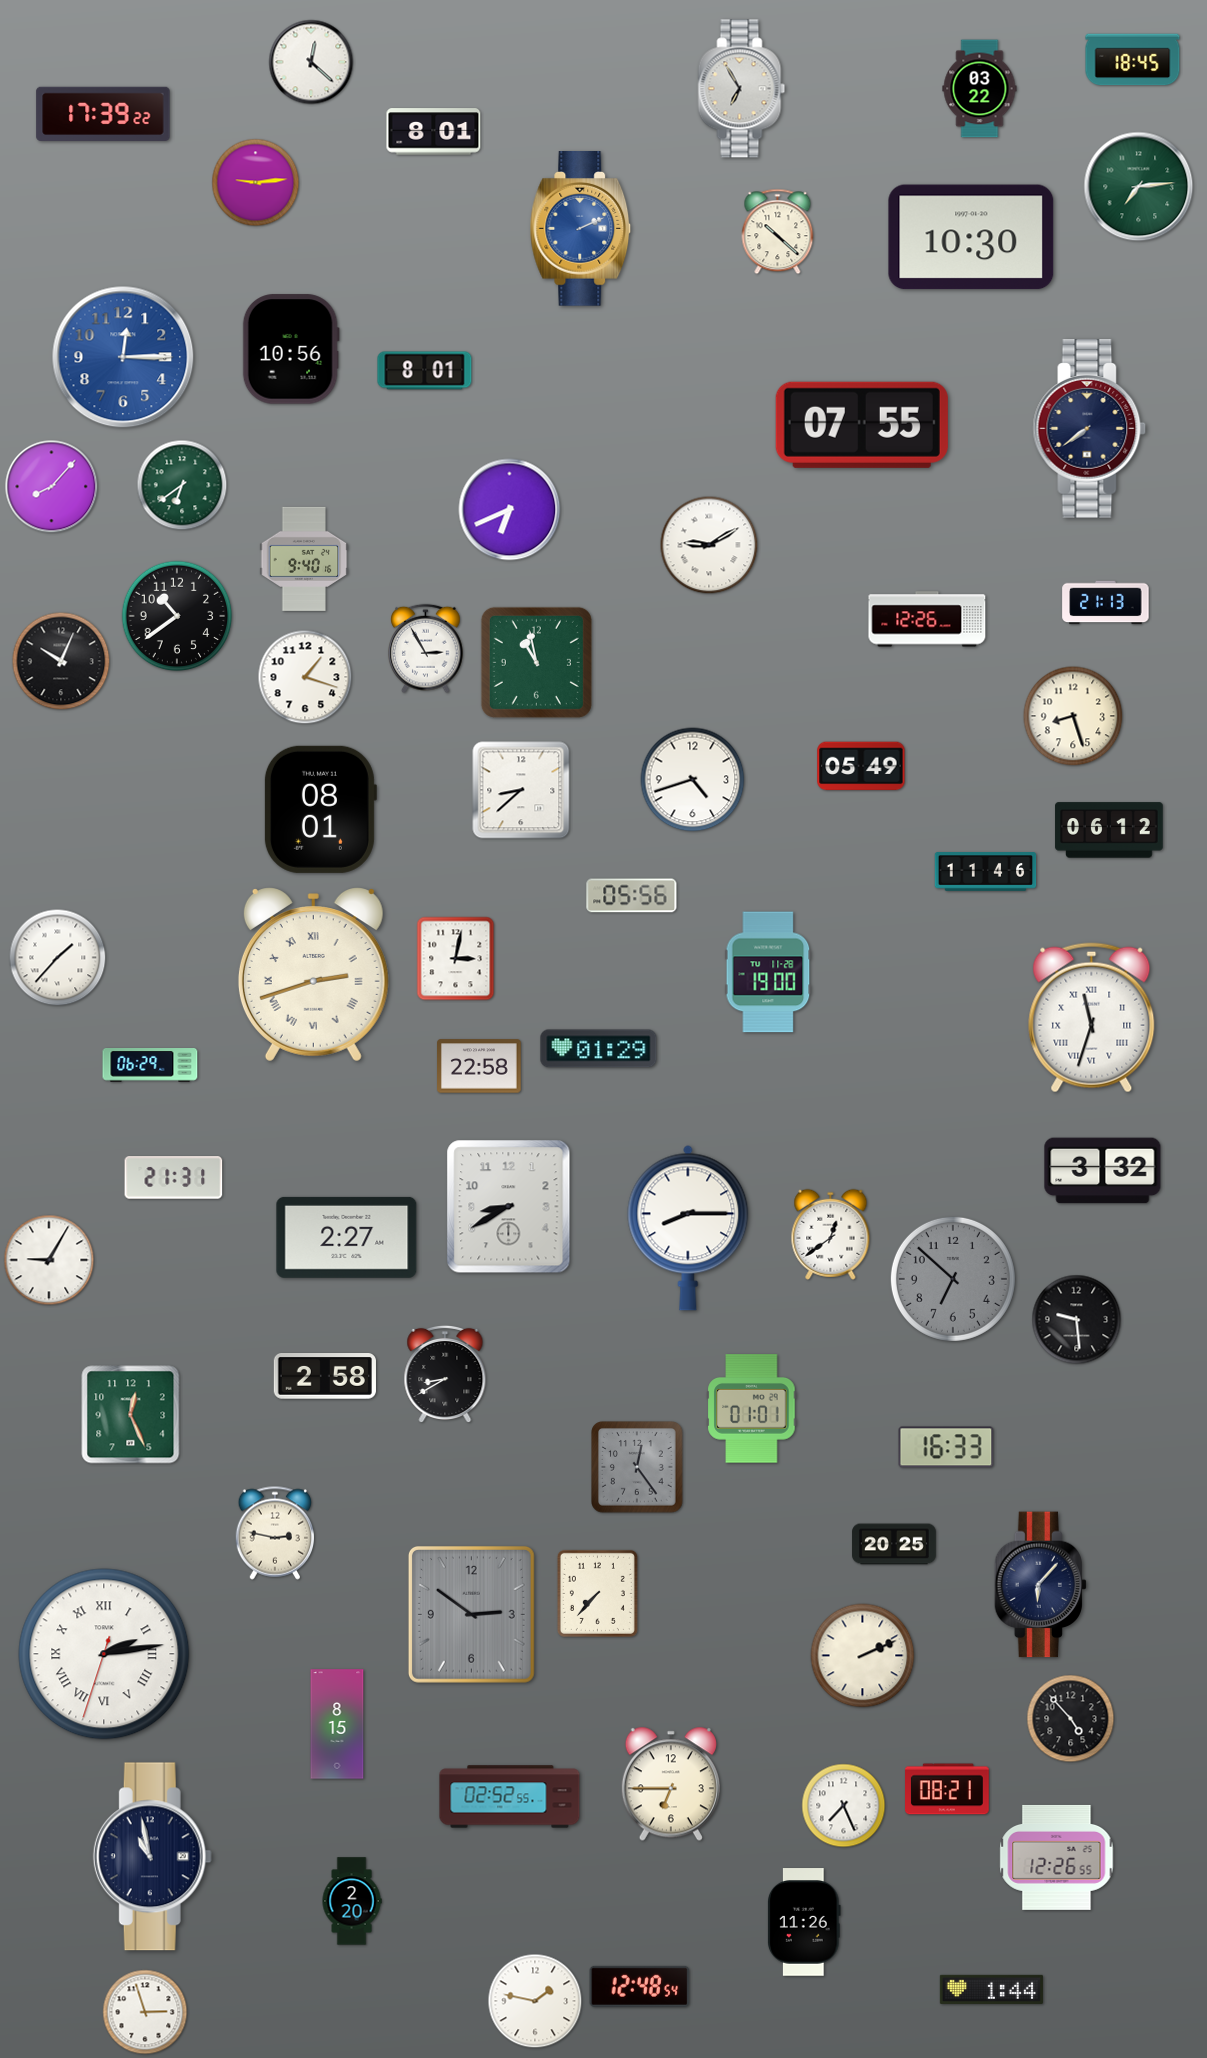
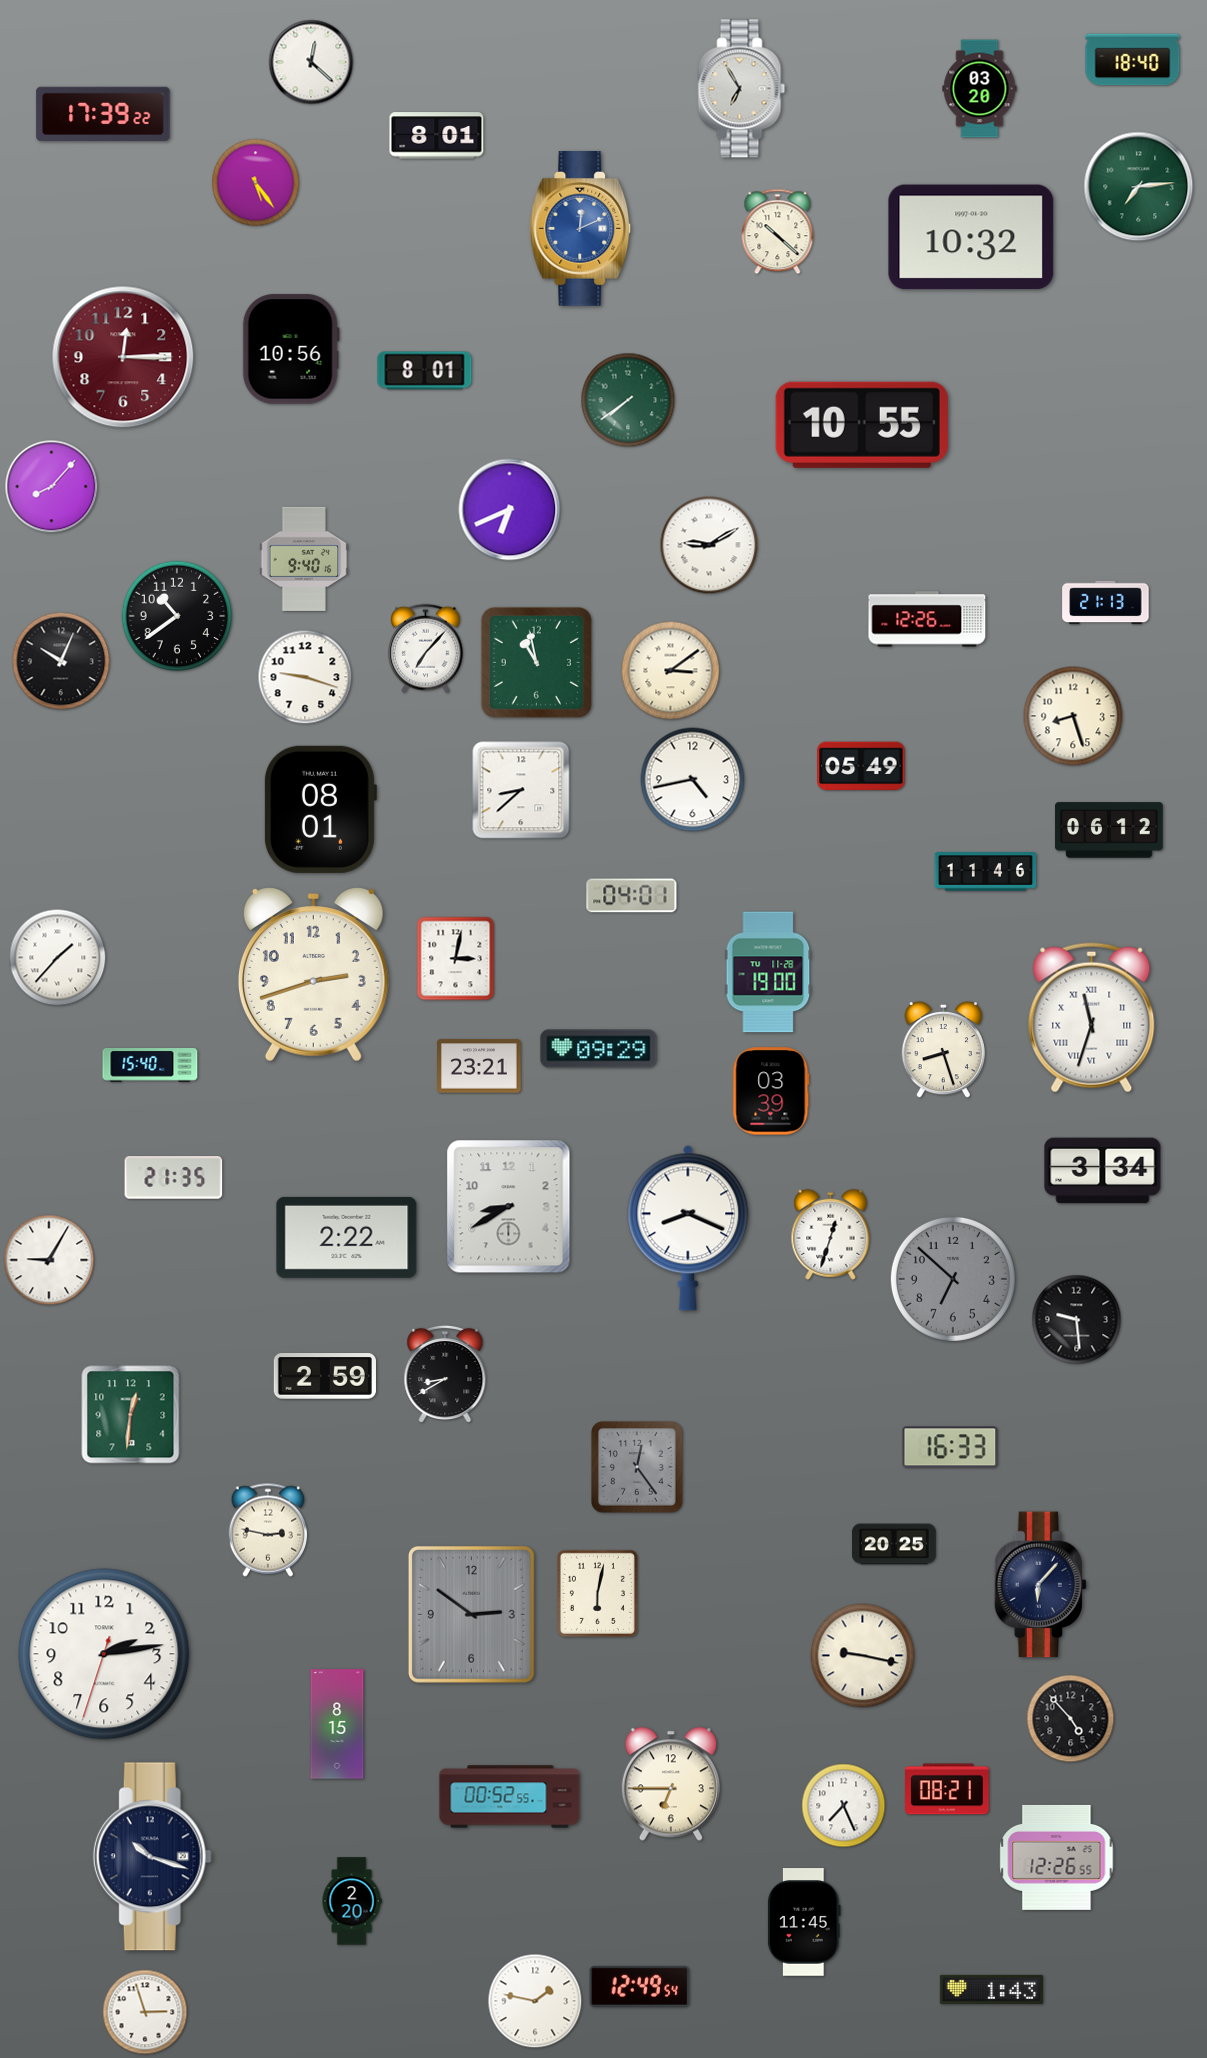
clock at (1133, 60): 18:45 -> 18:40
clock at (980, 89): 03:22 -> 03:20
clock at (434, 132) position: (434, 132) -> (437, 136)
clock at (256, 183): 9:14 -> 5:24
clock at (581, 229): 2:11 -> 12:11
clock at (971, 237): 10:30 -> 10:32
clock at (123, 357) dial: blue -> burgundy
clock at (628, 400): none -> 7:39
clock at (862, 425): 07:55 -> 10:55
clock at (1090, 429): 7:39 -> none
clock at (182, 485): 6:39 -> none
clock at (426, 649): 2:55 -> 7:07
clock at (671, 671): none -> 3:09
clock at (305, 677): 1:18 -> 9:18
clock at (693, 780): 4:42 -> 4:43
clock at (632, 896): 05:56 -> 04:01
clock at (313, 975) numerals: Roman -> Arabic
clock at (599, 1049): 01:29 -> 09:29
clock at (943, 1050): none -> 8:27
clock at (150, 1066): 06:29 -> 15:40
clock at (480, 1066): 22:58 -> 23:21
clock at (771, 1091): none -> 03:39
clock at (1103, 1171): 3:32 -> 3:34
clock at (174, 1178): 21:31 -> 21:35
clock at (688, 1228): 8:15 -> 8:19
clock at (831, 1234): 12:39 -> 12:33
clock at (347, 1237): 2:27 -> 2:22
clock at (325, 1377): 2:58 -> 2:59
clock at (752, 1409): 01:01 -> none
clock at (131, 1415): 12:26 -> 12:31
clock at (946, 1447) position: (946, 1447) -> (950, 1447)
clock at (275, 1533) position: (275, 1533) -> (268, 1530)
clock at (597, 1593): 7:37 -> 6:02
clock at (104, 1654) numerals: Roman -> Arabic
clock at (863, 1656): 2:11 -> 9:17
clock at (510, 1797): 02:52 -> 00:52
clock at (152, 1857): 10:58 -> 10:18
clock at (805, 1922): 11:26 -> 11:45
clock at (640, 1986): 12:48 -> 12:49
clock at (991, 1989): 1:44 -> 1:43
